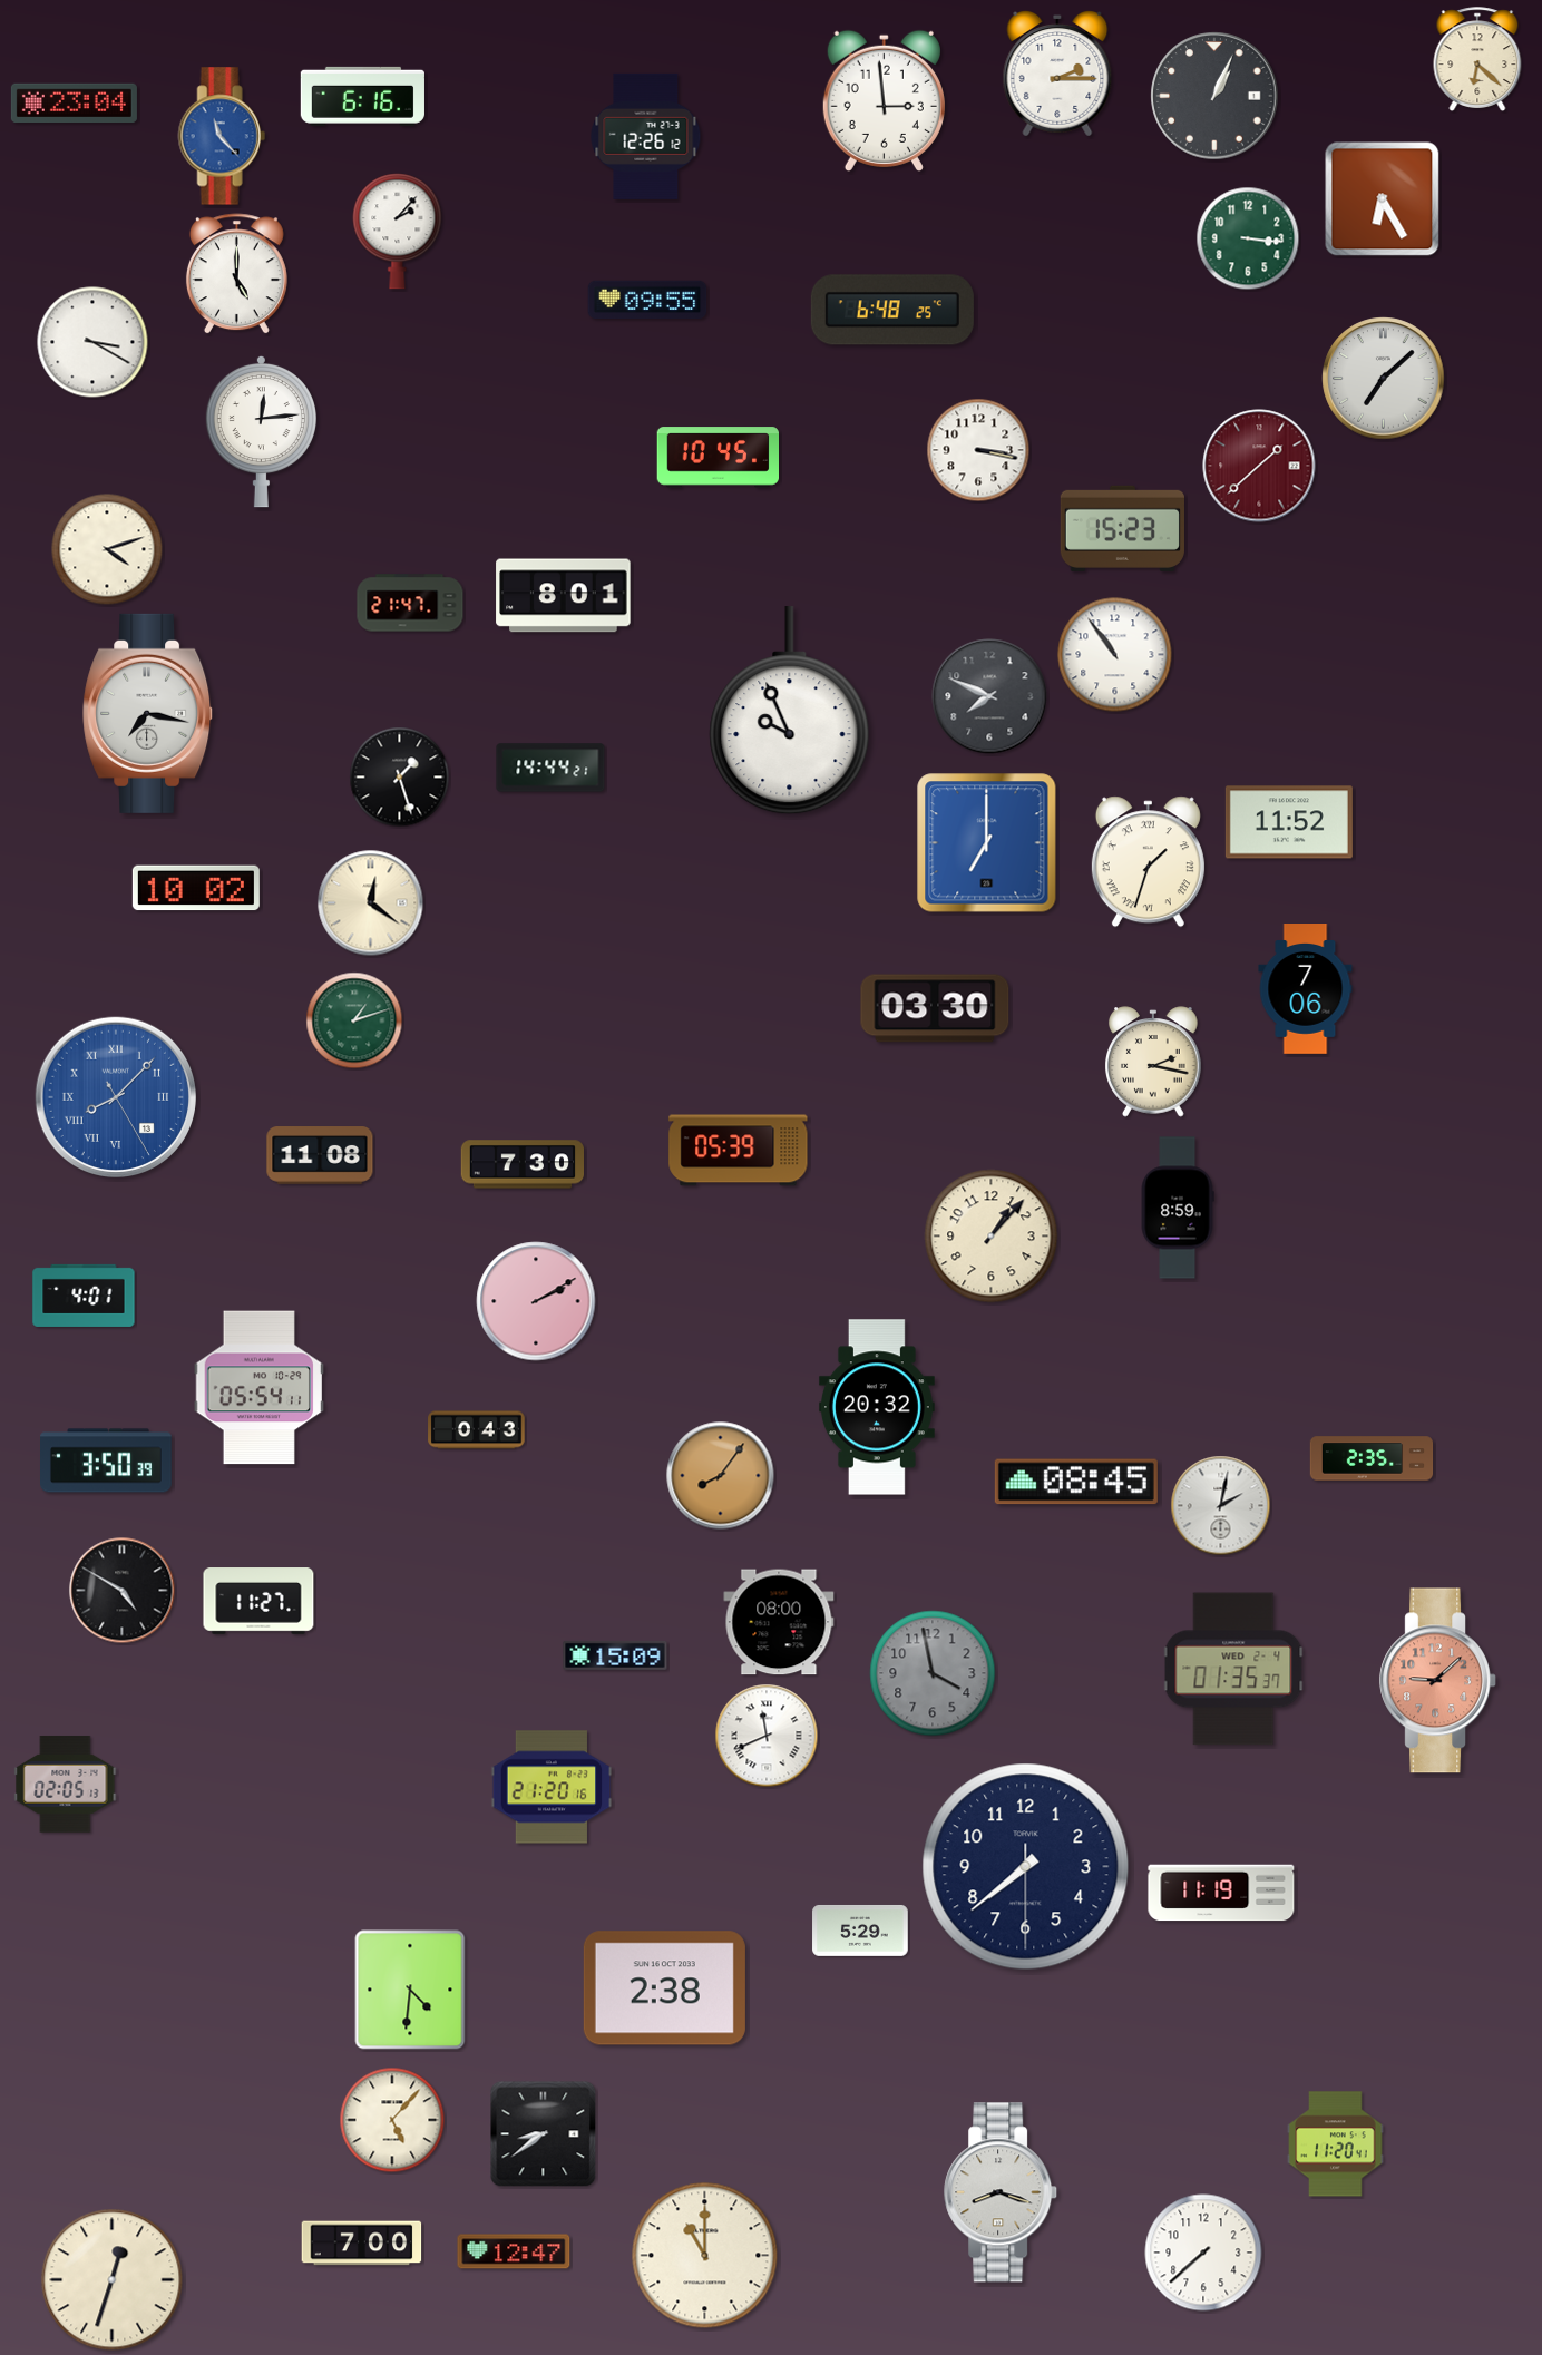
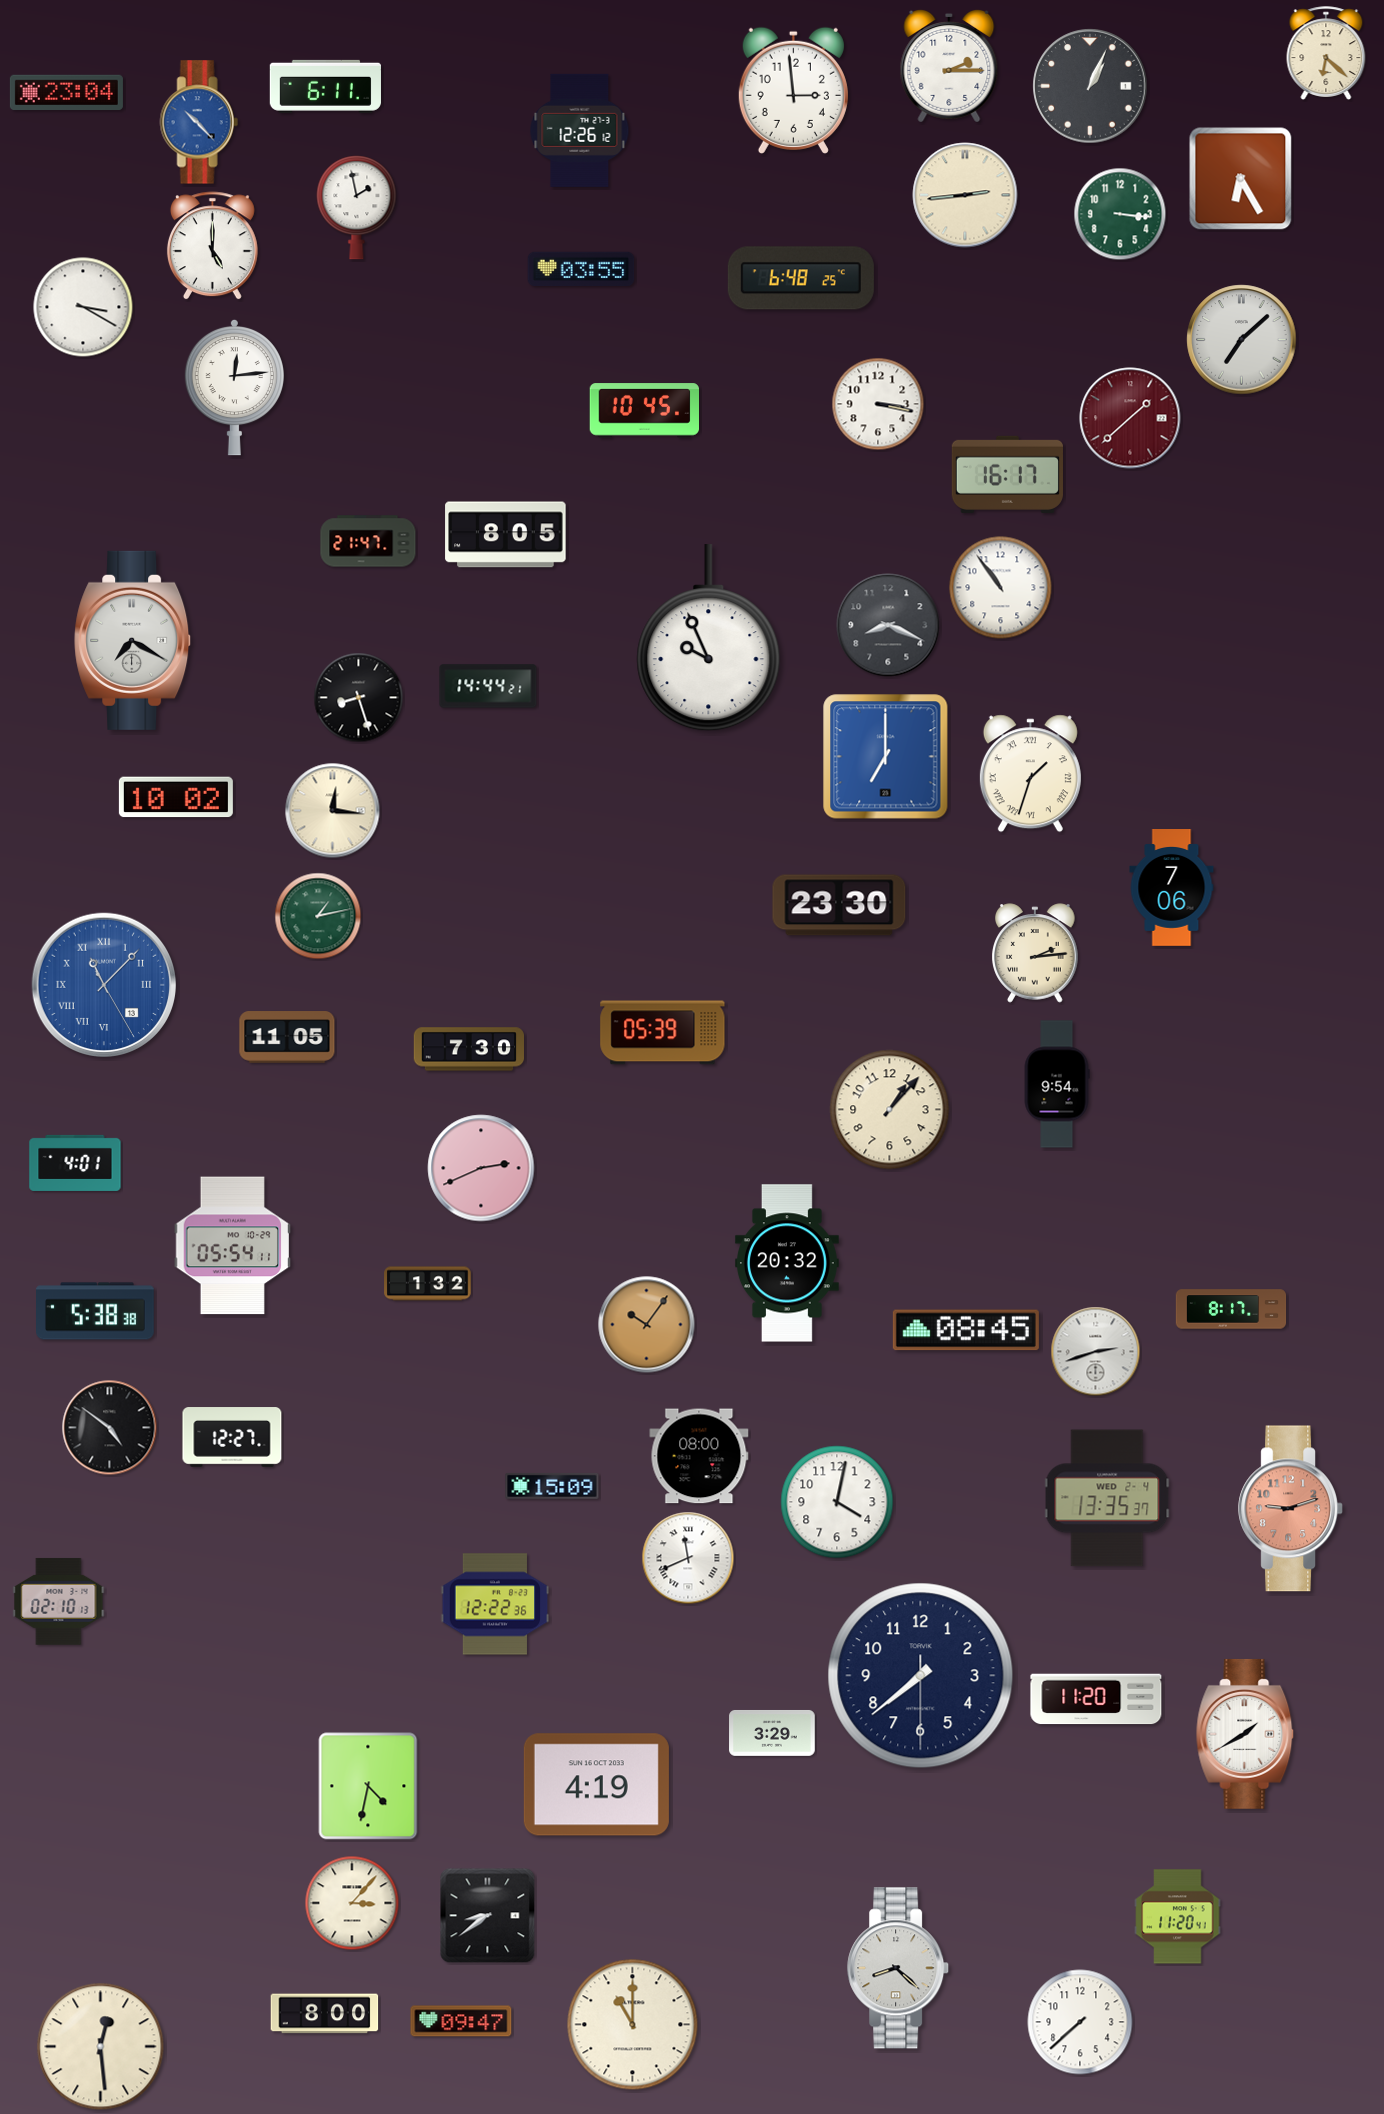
clock at (362, 96): 6:16 -> 6:11
clock at (222, 136): 11:23 -> 10:23
clock at (646, 136) position: (646, 136) -> (580, 130)
clock at (965, 195): none -> 2:44
clock at (398, 232): 2:07 -> 1:58
clock at (647, 299): 09:55 -> 03:55
clock at (1122, 528): 15:23 -> 16:17
clock at (107, 549): 4:12 -> none
clock at (564, 596): 8:01 -> 8:05
clock at (989, 696): 7:49 -> 8:19
clock at (148, 713): 7:17 -> 7:20
clock at (550, 768) position: (550, 768) -> (488, 686)
clock at (400, 778): 1:27 -> 8:27
clock at (1289, 822): 11:52 -> none
clock at (371, 903): 12:21 -> 12:16
clock at (935, 1008): 03:30 -> 23:30
clock at (354, 1020): 1:12 -> 1:13
clock at (1153, 1062): 2:17 -> 2:14
clock at (115, 1096): 8:07 -> 11:07
clock at (320, 1155): 11:08 -> 11:05
clock at (523, 1164) position: (523, 1164) -> (469, 1049)
clock at (1178, 1208): 8:59 -> 9:54
clock at (536, 1301): 2:10 -> 2:41
clock at (477, 1430): 0:43 -> 1:32
clock at (1372, 1458): 2:35 -> 8:17
clock at (107, 1460): 3:50 -> 5:38
clock at (721, 1476): 8:06 -> 10:06
clock at (1221, 1506): 2:02 -> 2:42
clock at (123, 1591): 4:50 -> 4:51
clock at (258, 1601): 11:27 -> 12:27
clock at (1233, 1669): 01:35 -> 13:35
clock at (933, 1673): 3:58 -> 4:02
clock at (933, 1673) dial: grey -> white
clock at (1437, 1681): 9:08 -> 9:12
clock at (66, 1784): 02:05 -> 02:10
clock at (552, 1787): 21:20 -> 12:22
clock at (1221, 1893): 11:19 -> 11:20
clock at (860, 1931): 5:29 -> 3:29
clock at (1245, 1734): none -> 1:40
clock at (664, 1988): 2:38 -> 4:19
clock at (410, 1990): 4:31 -> 4:32
clock at (392, 2120): 5:07 -> 3:07
clock at (1336, 2144) position: (1336, 2144) -> (1178, 1917)
clock at (1002, 2192): 8:18 -> 8:22
clock at (362, 2244): 7:00 -> 8:00
clock at (514, 2251): 12:47 -> 09:47
clock at (113, 2280): 12:33 -> 12:29
